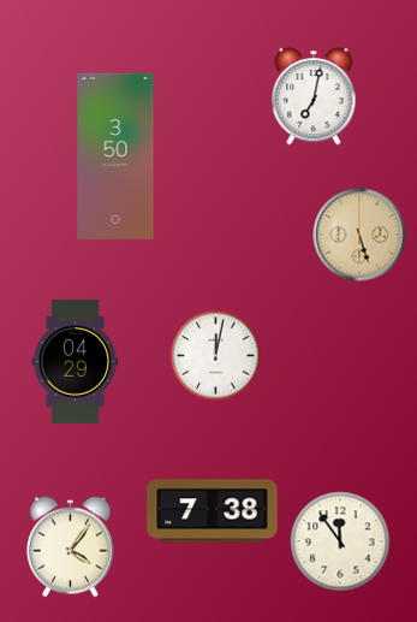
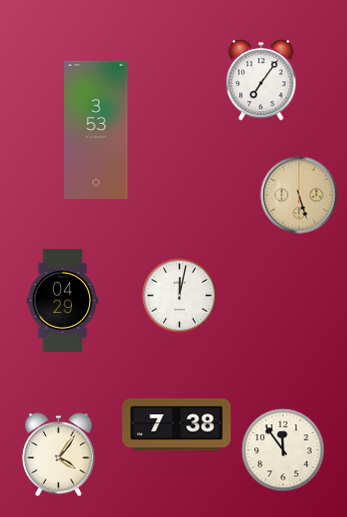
clock at (314, 96): 7:02 -> 7:06
clock at (115, 155): 3:50 -> 3:53
